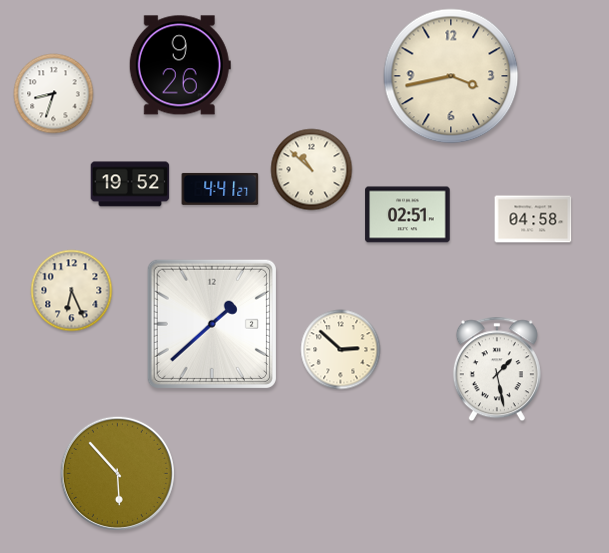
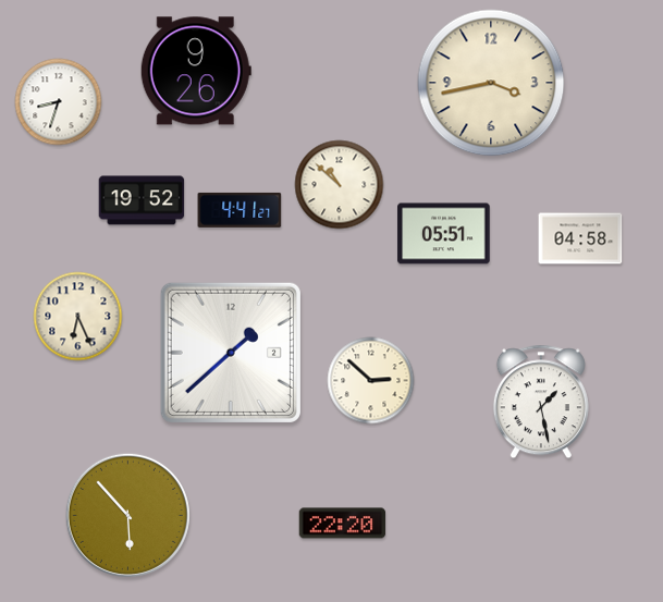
clock at (220, 189) position: (220, 189) -> (240, 210)
clock at (408, 215): 02:51 -> 05:51
clock at (343, 524): none -> 22:20
